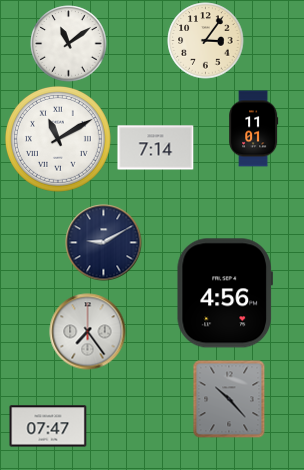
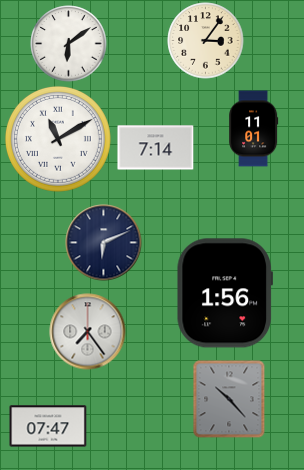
clock at (69, 44): 11:09 -> 6:09
clock at (104, 243): 9:10 -> 6:11
clock at (224, 293): 4:56 -> 1:56
